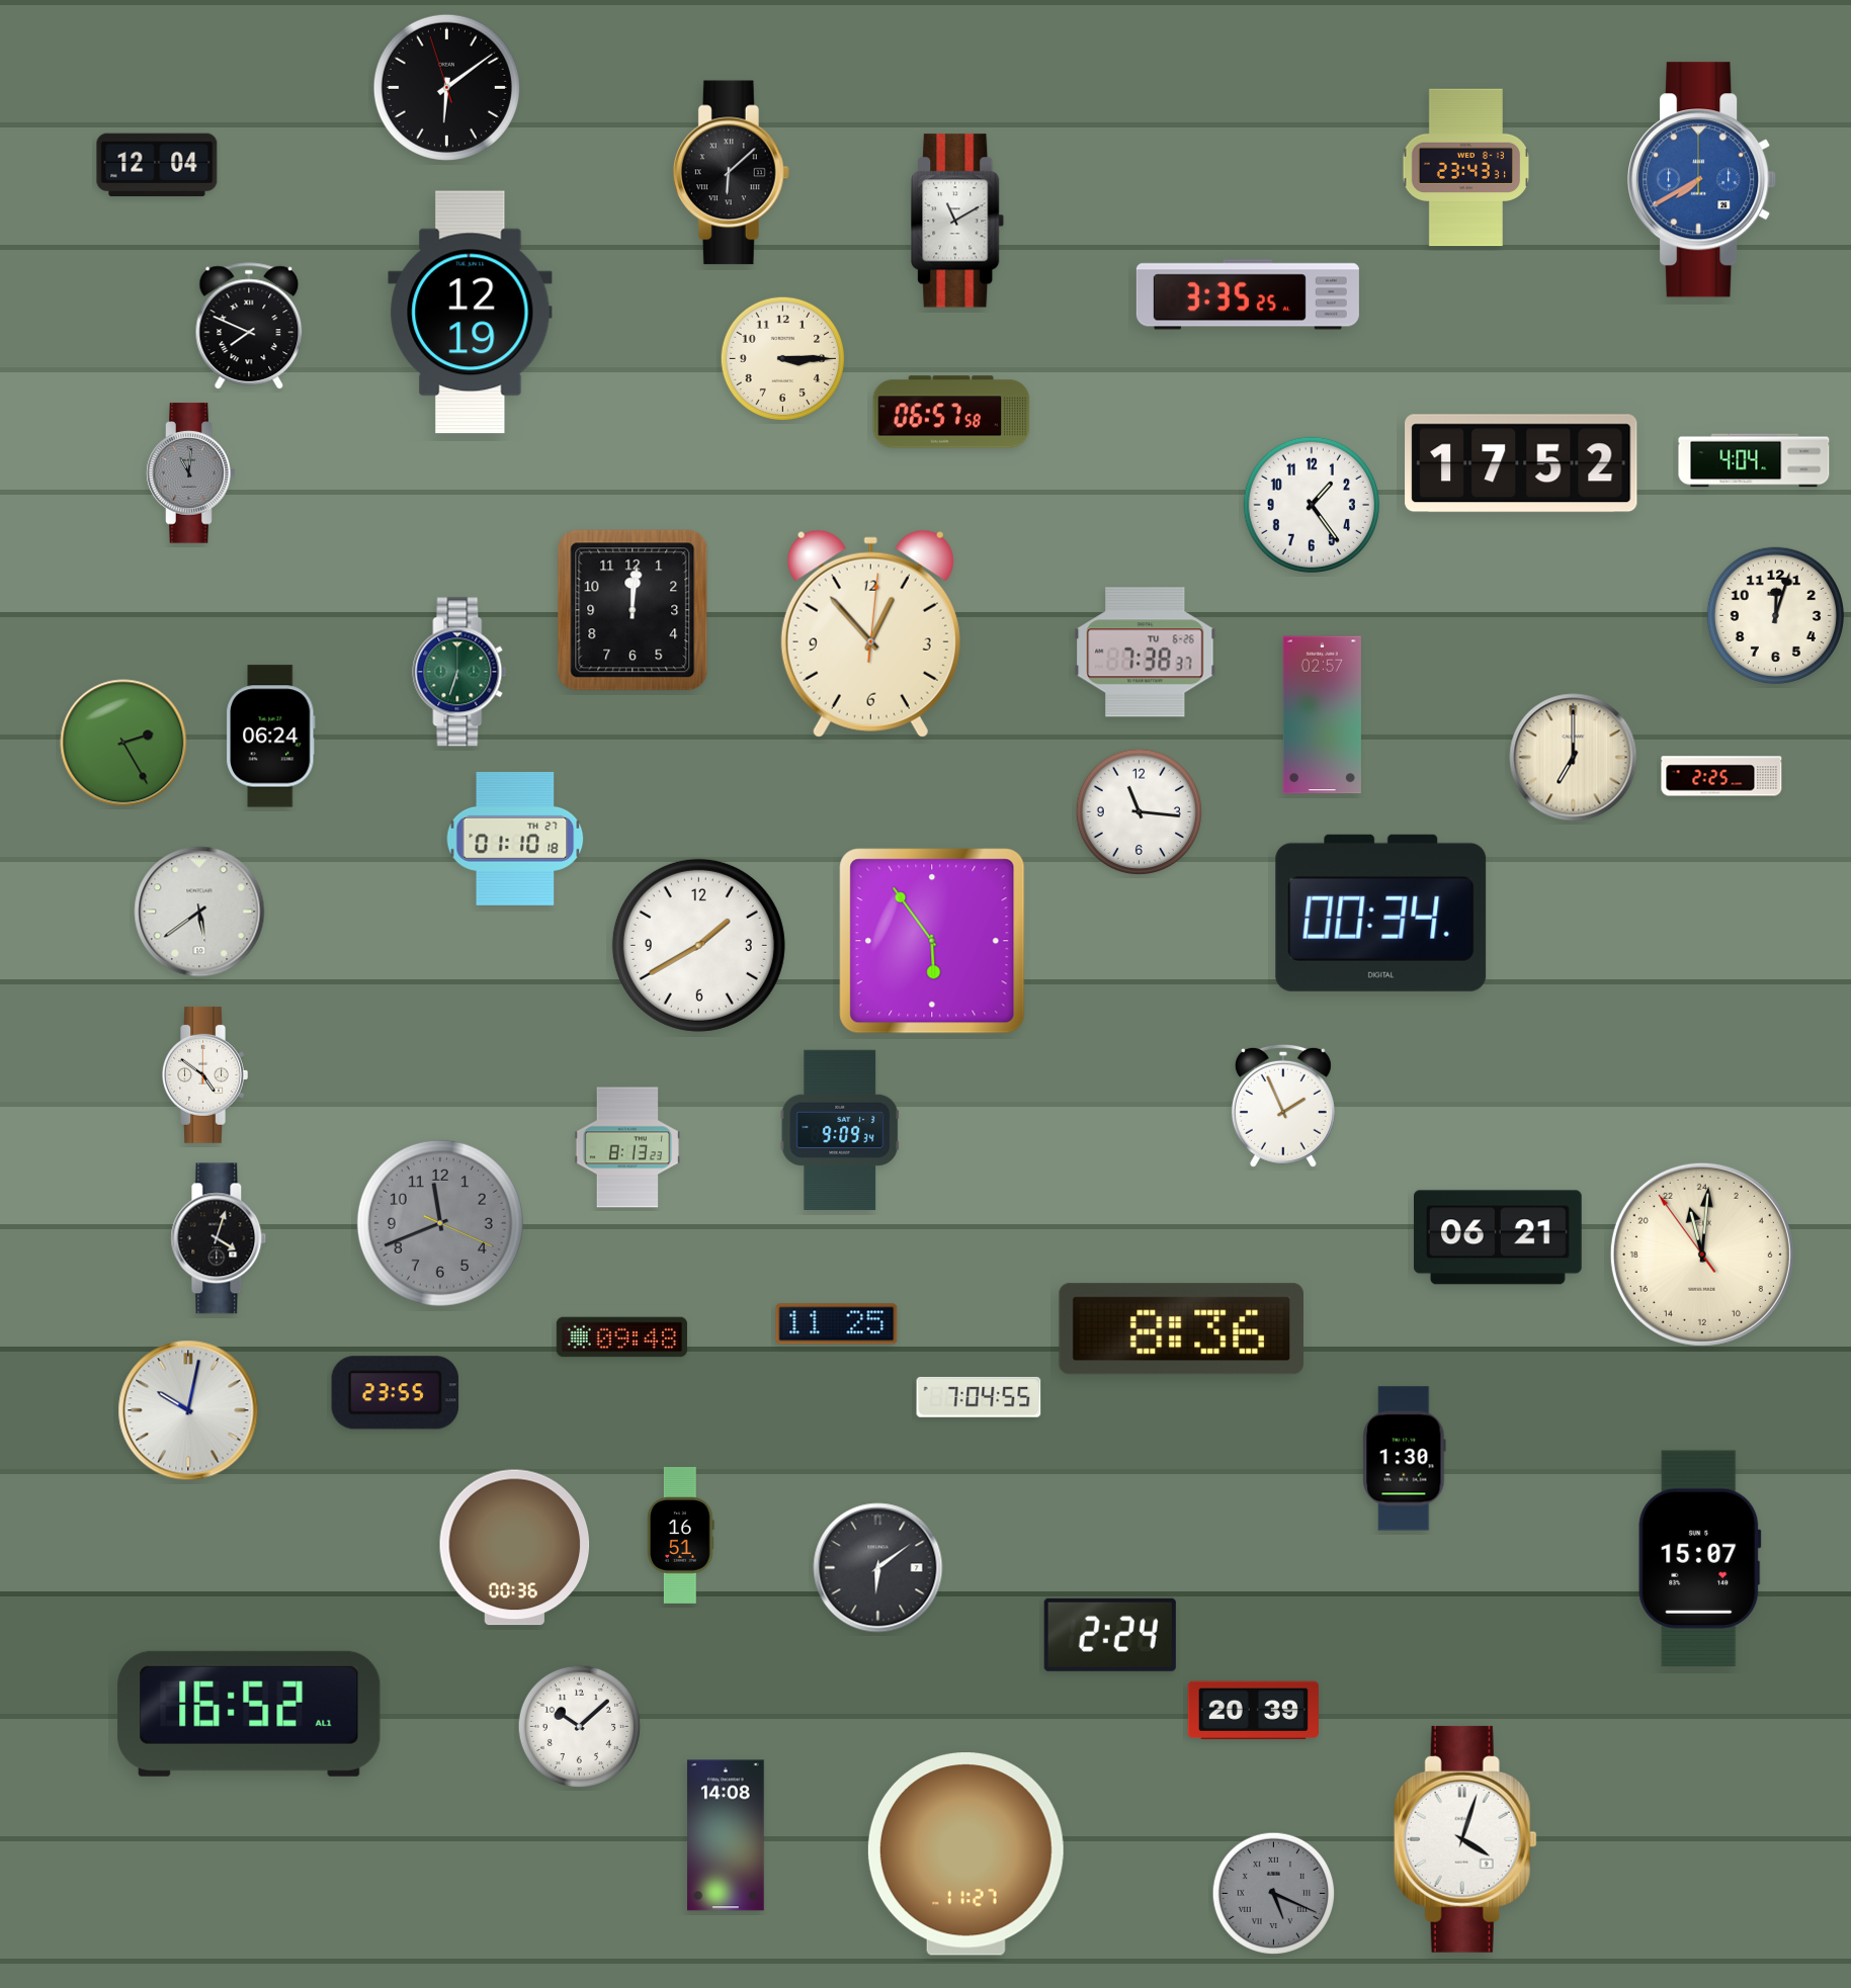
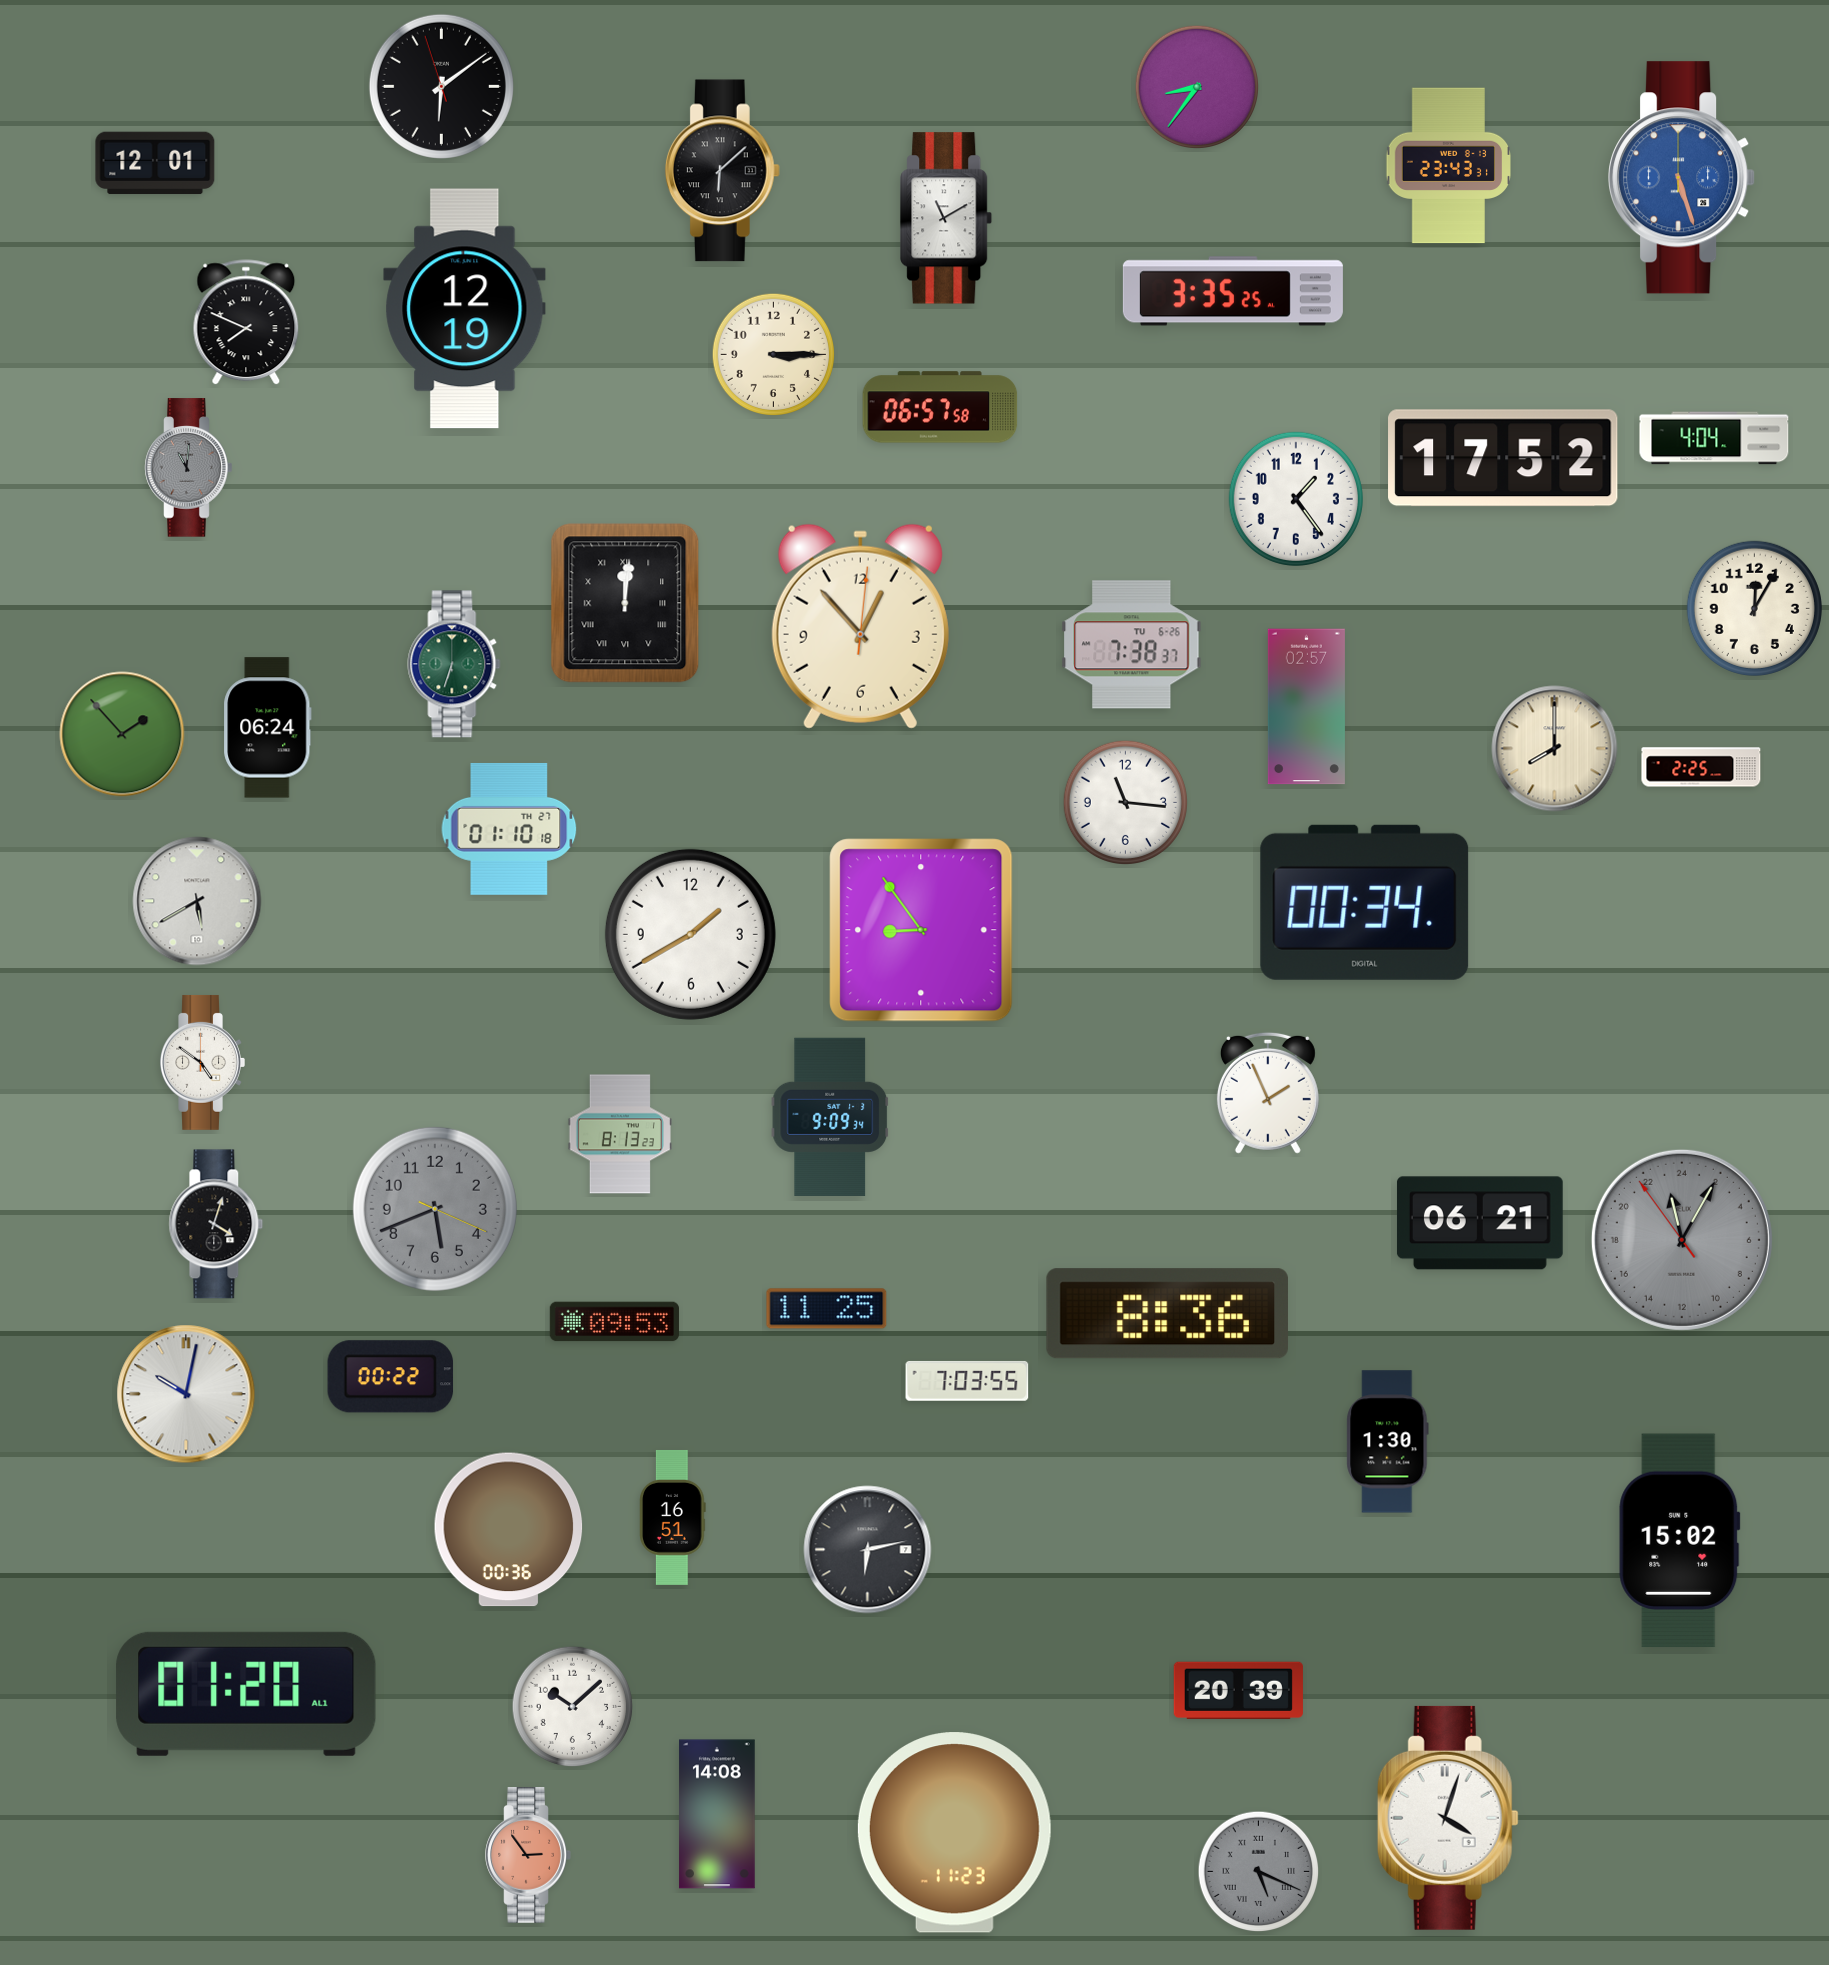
clock at (1196, 86): none -> 8:36
clock at (157, 165): 12:04 -> 12:01
clock at (1702, 180): 7:40 -> 5:27
clock at (1754, 460) position: (1754, 460) -> (1714, 438)
clock at (633, 610) numerals: Arabic -> Roman
clock at (1775, 615): 12:03 -> 12:05
clock at (123, 743): 2:25 -> 1:53
clock at (1574, 758): 7:00 -> 8:00
clock at (199, 912): 5:39 -> 5:40
clock at (932, 941): 5:54 -> 8:54
clock at (440, 1223): 11:41 -> 5:41
clock at (1702, 1255): 23:00 -> 23:04
clock at (1702, 1255) dial: cream -> grey
clock at (621, 1337): 09:48 -> 09:53
clock at (396, 1393): 23:55 -> 00:22
clock at (979, 1397): 7:04 -> 7:03
clock at (1700, 1559): 15:07 -> 15:02
clock at (878, 1568): 6:09 -> 6:13
clock at (1110, 1635): 2:24 -> none
clock at (249, 1714): 16:52 -> 01:20
clock at (965, 1854): 11:27 -> 11:23
clock at (528, 1856): none -> 2:54
